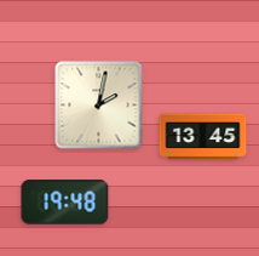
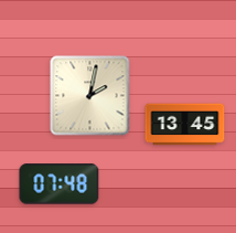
clock at (65, 203): 19:48 -> 07:48
